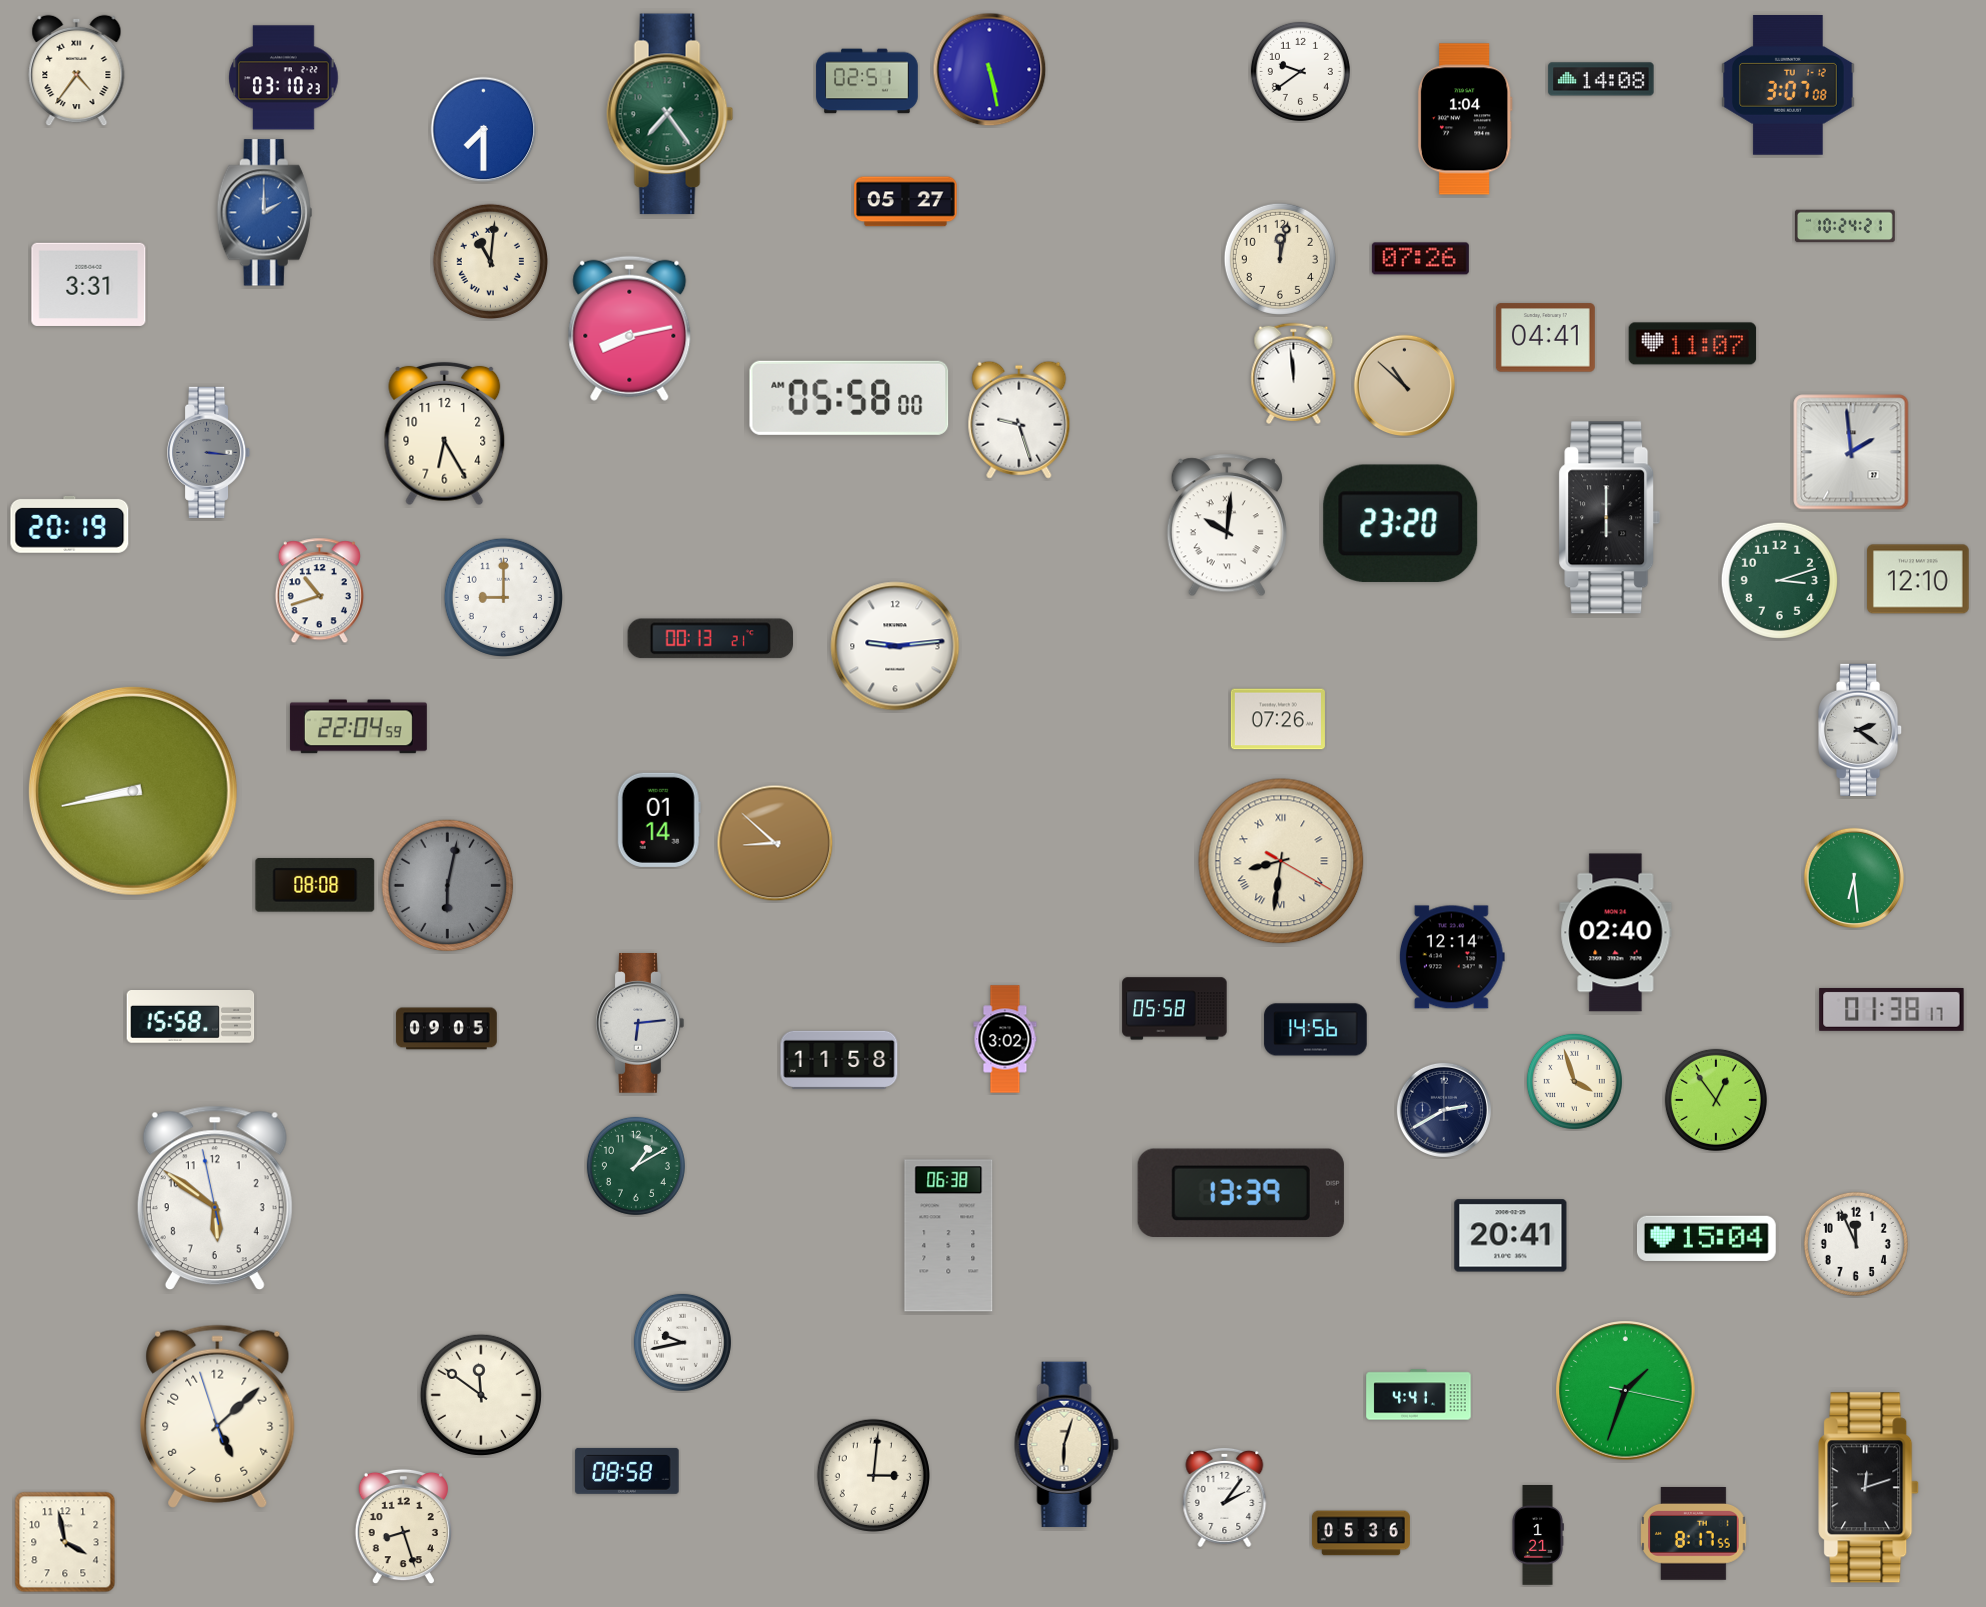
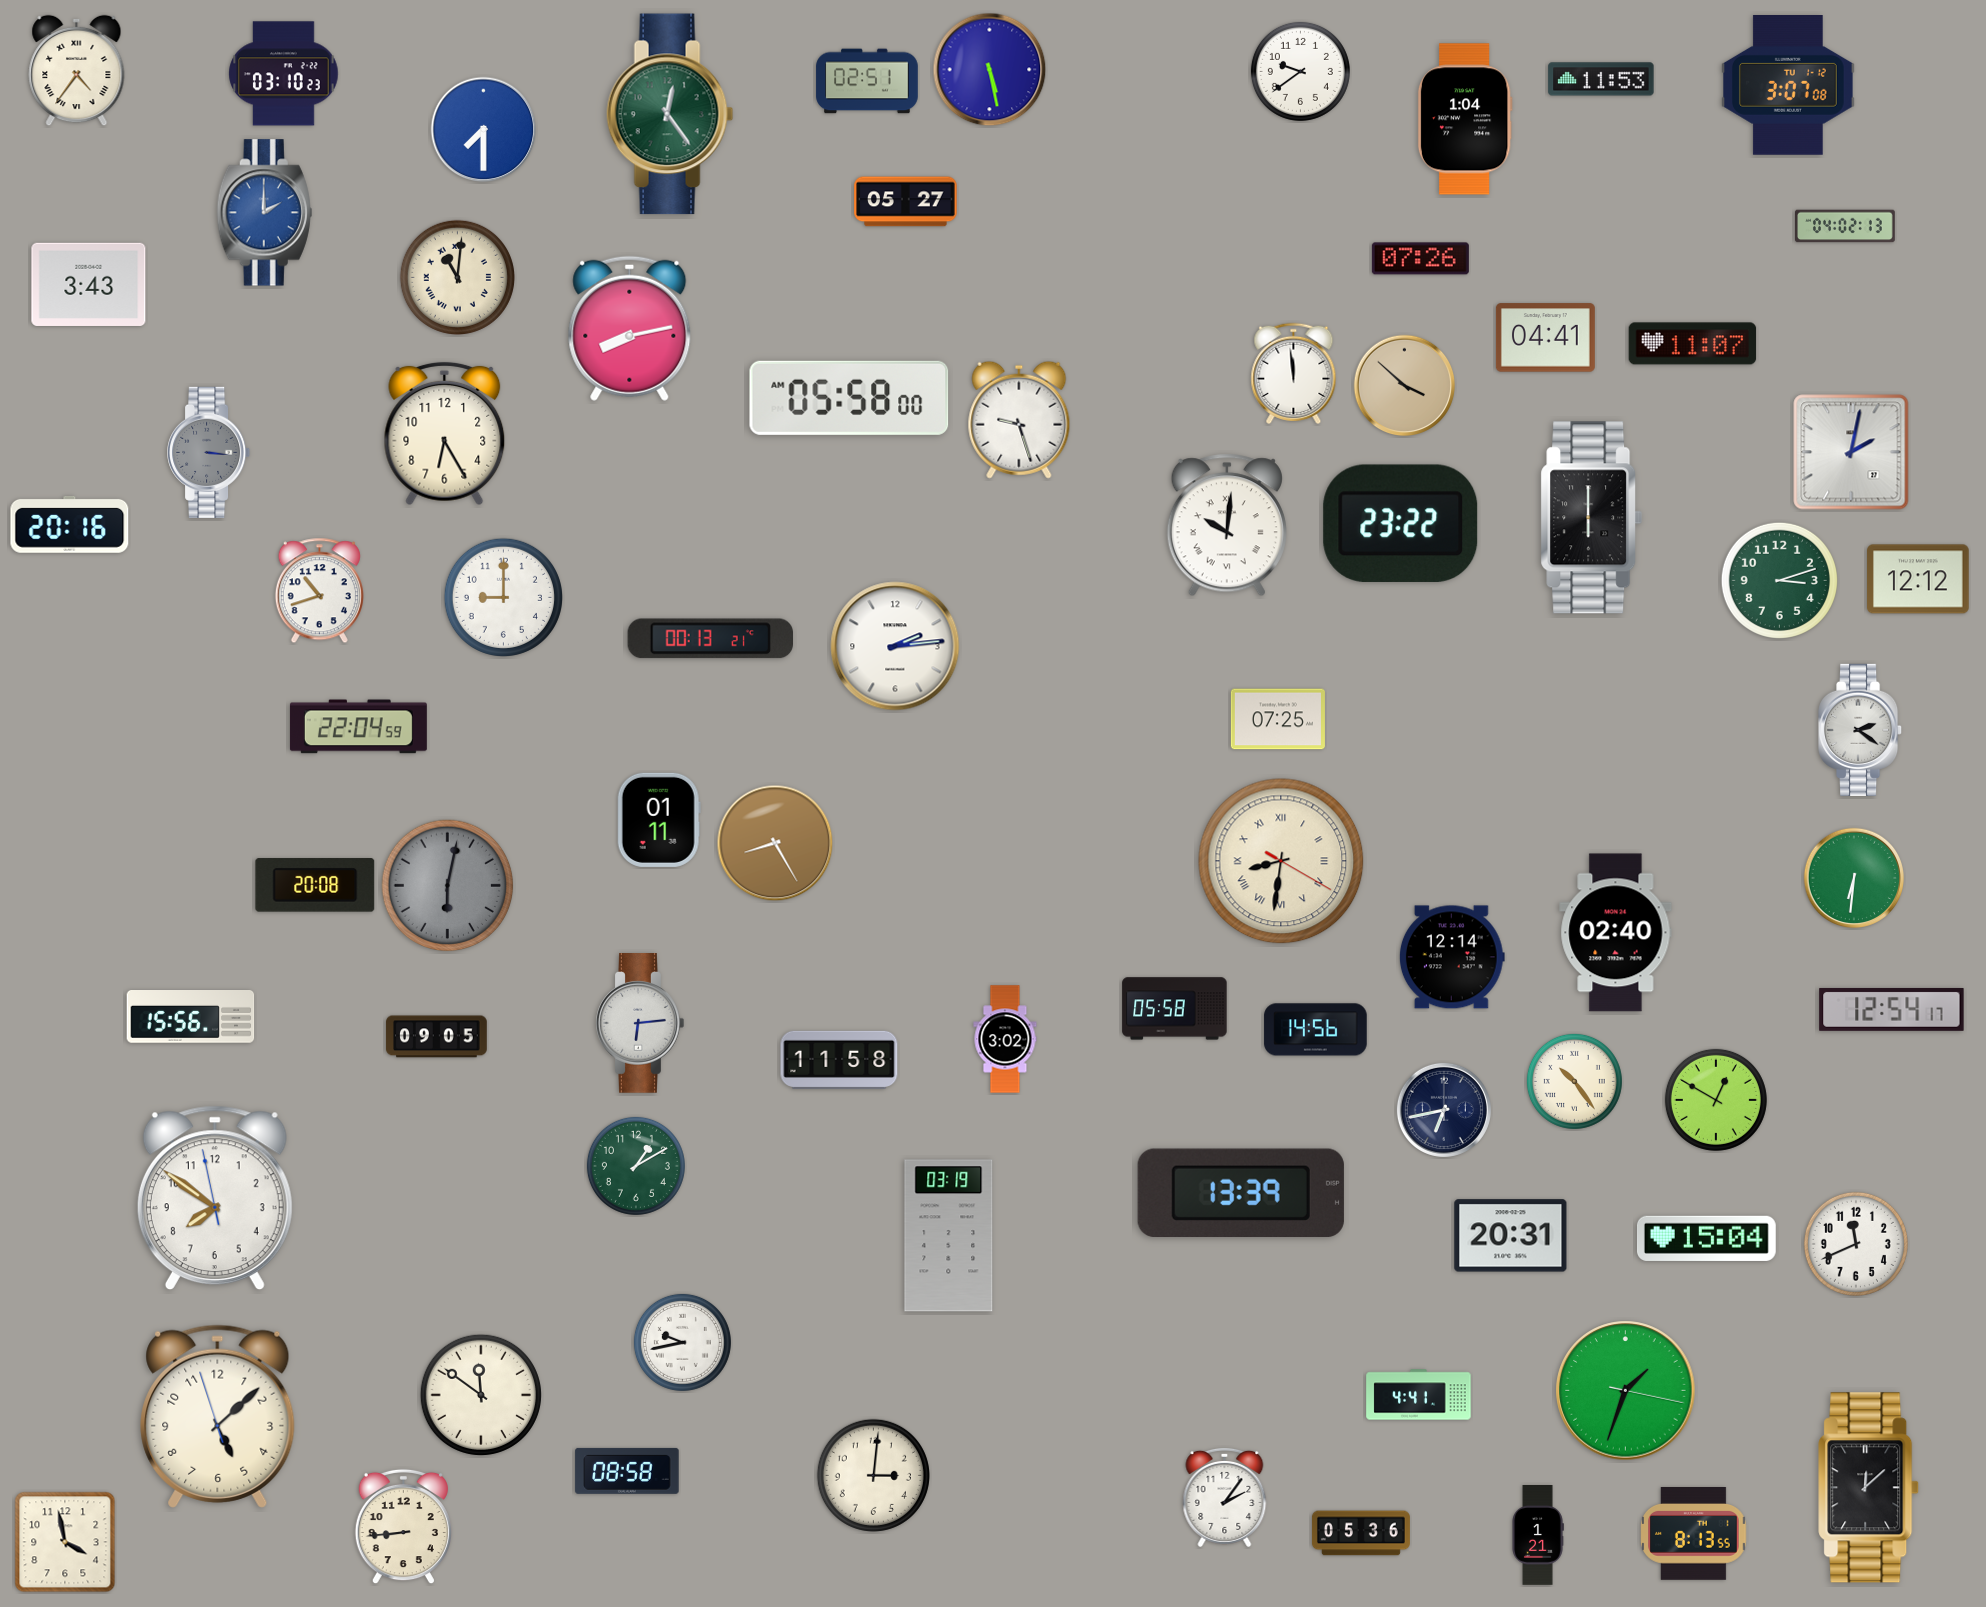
clock at (284, 78) position: (284, 78) -> (284, 74)
clock at (1601, 79): 14:08 -> 11:53
clock at (670, 114): 7:24 -> 12:24
clock at (1846, 226): 10:24 -> 04:02
clock at (1280, 259): 12:02 -> none
clock at (490, 261) position: (490, 261) -> (457, 277)
clock at (89, 284): 3:31 -> 3:43
clock at (1405, 386): 10:52 -> 3:52
clock at (1851, 452): 1:59 -> 2:02
clock at (1610, 518) position: (1610, 518) -> (1592, 518)
clock at (1401, 523): 23:20 -> 23:22
clock at (70, 524): 20:19 -> 20:16
clock at (1918, 579): 12:10 -> 12:12
clock at (895, 646): 9:14 -> 2:14
clock at (1278, 719): 07:26 -> 07:25
clock at (133, 791): 8:43 -> none
clock at (659, 820): 01:14 -> 01:11
clock at (775, 843): 8:52 -> 8:25
clock at (1854, 878): 6:29 -> 6:31
clock at (315, 885): 08:08 -> 20:08
clock at (1892, 1009): 01:38 -> 12:54
clock at (191, 1017): 15:58 -> 15:56
clock at (447, 1029) position: (447, 1029) -> (437, 1037)
clock at (1574, 1081): 3:57 -> 10:24
clock at (1716, 1100): 12:54 -> 12:50
clock at (1444, 1110): 2:40 -> 6:43
clock at (215, 1198): 5:50 -> 7:50
clock at (949, 1236): 06:38 -> 03:19
clock at (1511, 1236): 20:41 -> 20:31
clock at (1856, 1244): 11:56 -> 11:41
clock at (1066, 1445): 6:03 -> none
clock at (1869, 1488): 12:12 -> 12:08
clock at (403, 1527): 8:27 -> 8:44
clock at (1694, 1534): 8:17 -> 8:13
